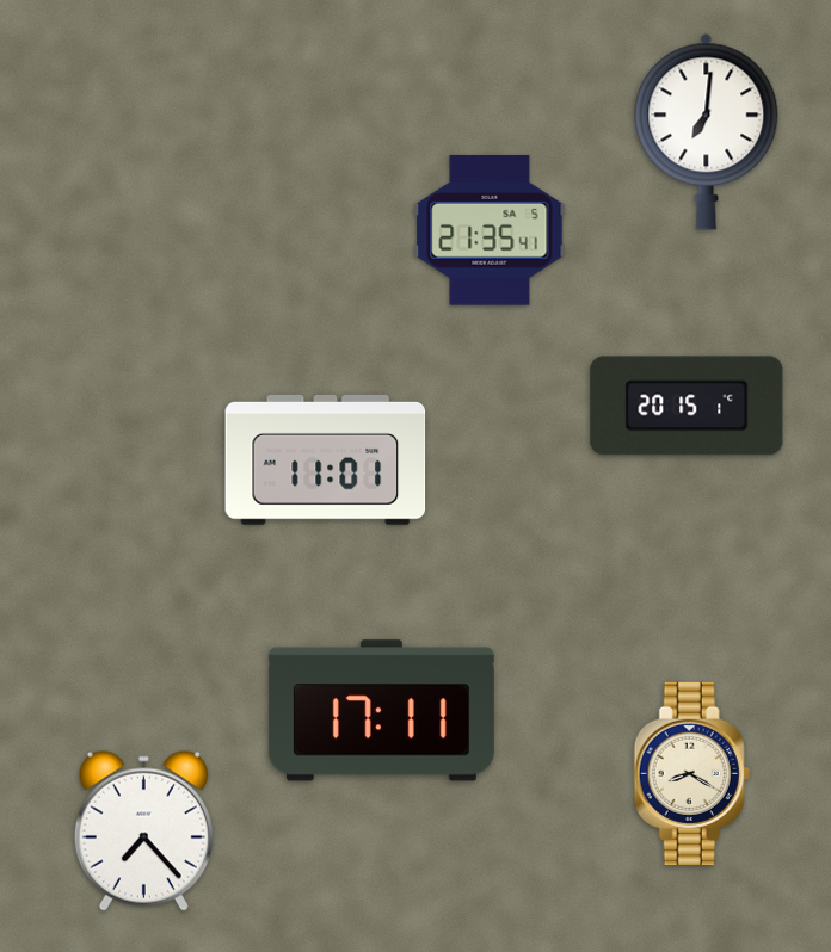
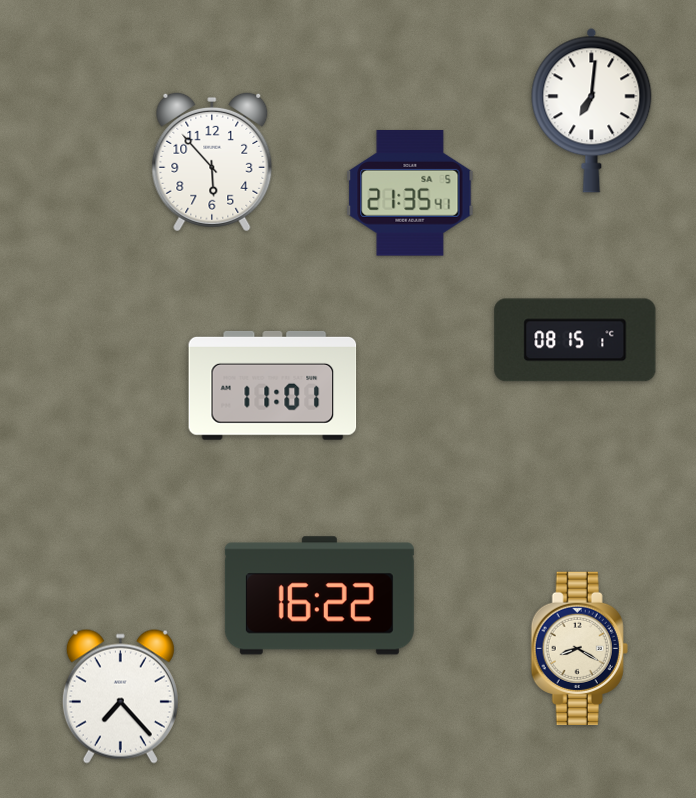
clock at (212, 162): none -> 5:53
clock at (687, 406): 20:15 -> 08:15
clock at (381, 711): 17:11 -> 16:22
